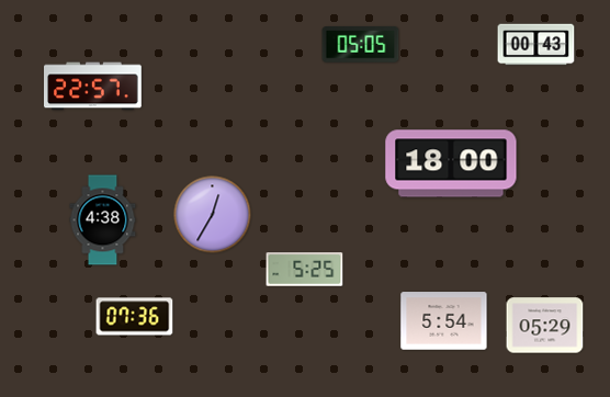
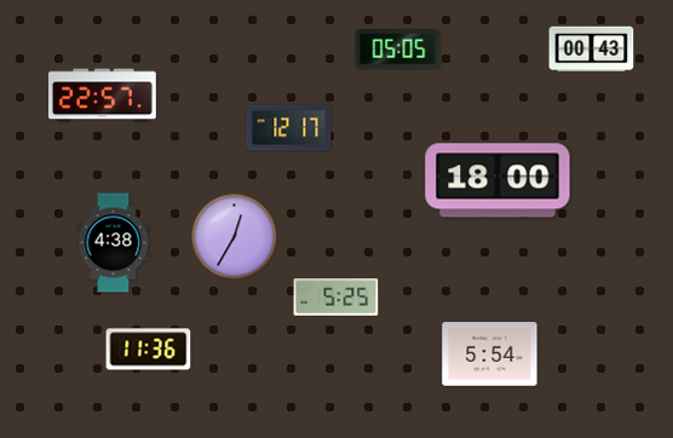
clock at (289, 128): none -> 12:17
clock at (135, 317): 07:36 -> 11:36
clock at (545, 326): 05:29 -> none
